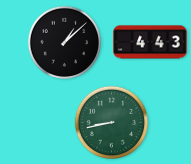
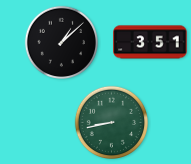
clock at (64, 42) position: (64, 42) -> (61, 42)
clock at (150, 42): 4:43 -> 3:51
